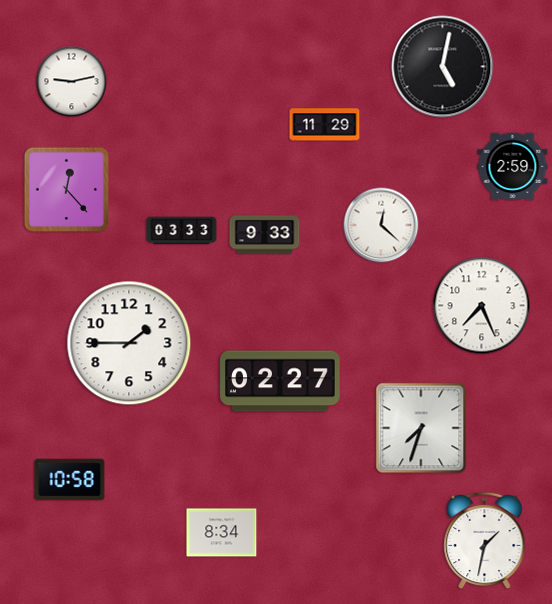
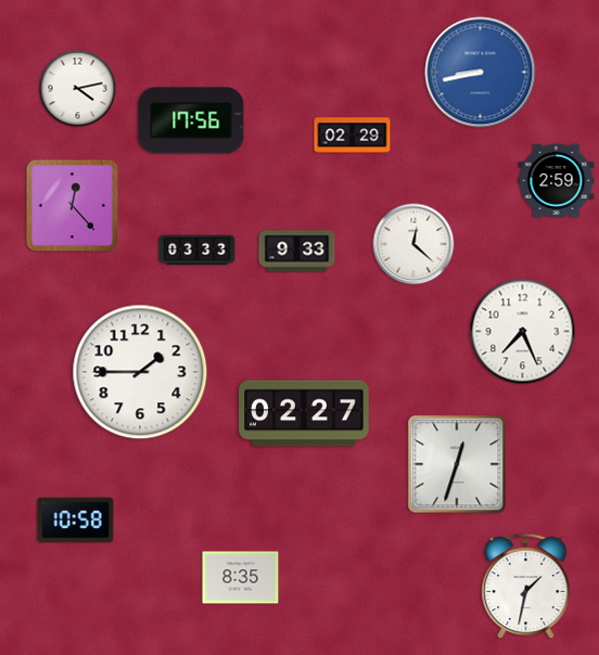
clock at (443, 67): 5:02 -> 8:43
clock at (443, 67) dial: black -> blue
clock at (72, 82): 9:13 -> 4:13
clock at (191, 120): none -> 17:56
clock at (325, 125): 11:29 -> 02:29
clock at (265, 235) position: (265, 235) -> (297, 252)
clock at (421, 428): 7:33 -> 12:33
clock at (222, 533): 8:34 -> 8:35
